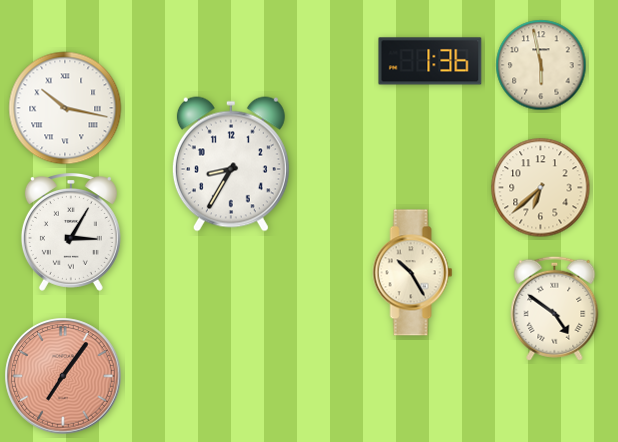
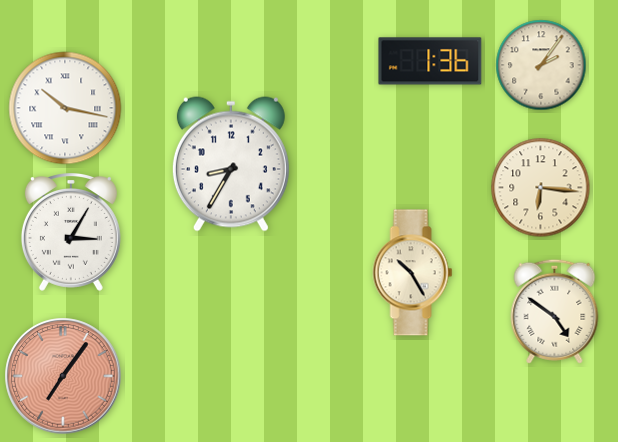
clock at (541, 65): 5:58 -> 2:06
clock at (541, 188): 6:38 -> 6:16
clock at (555, 308) position: (555, 308) -> (555, 311)
